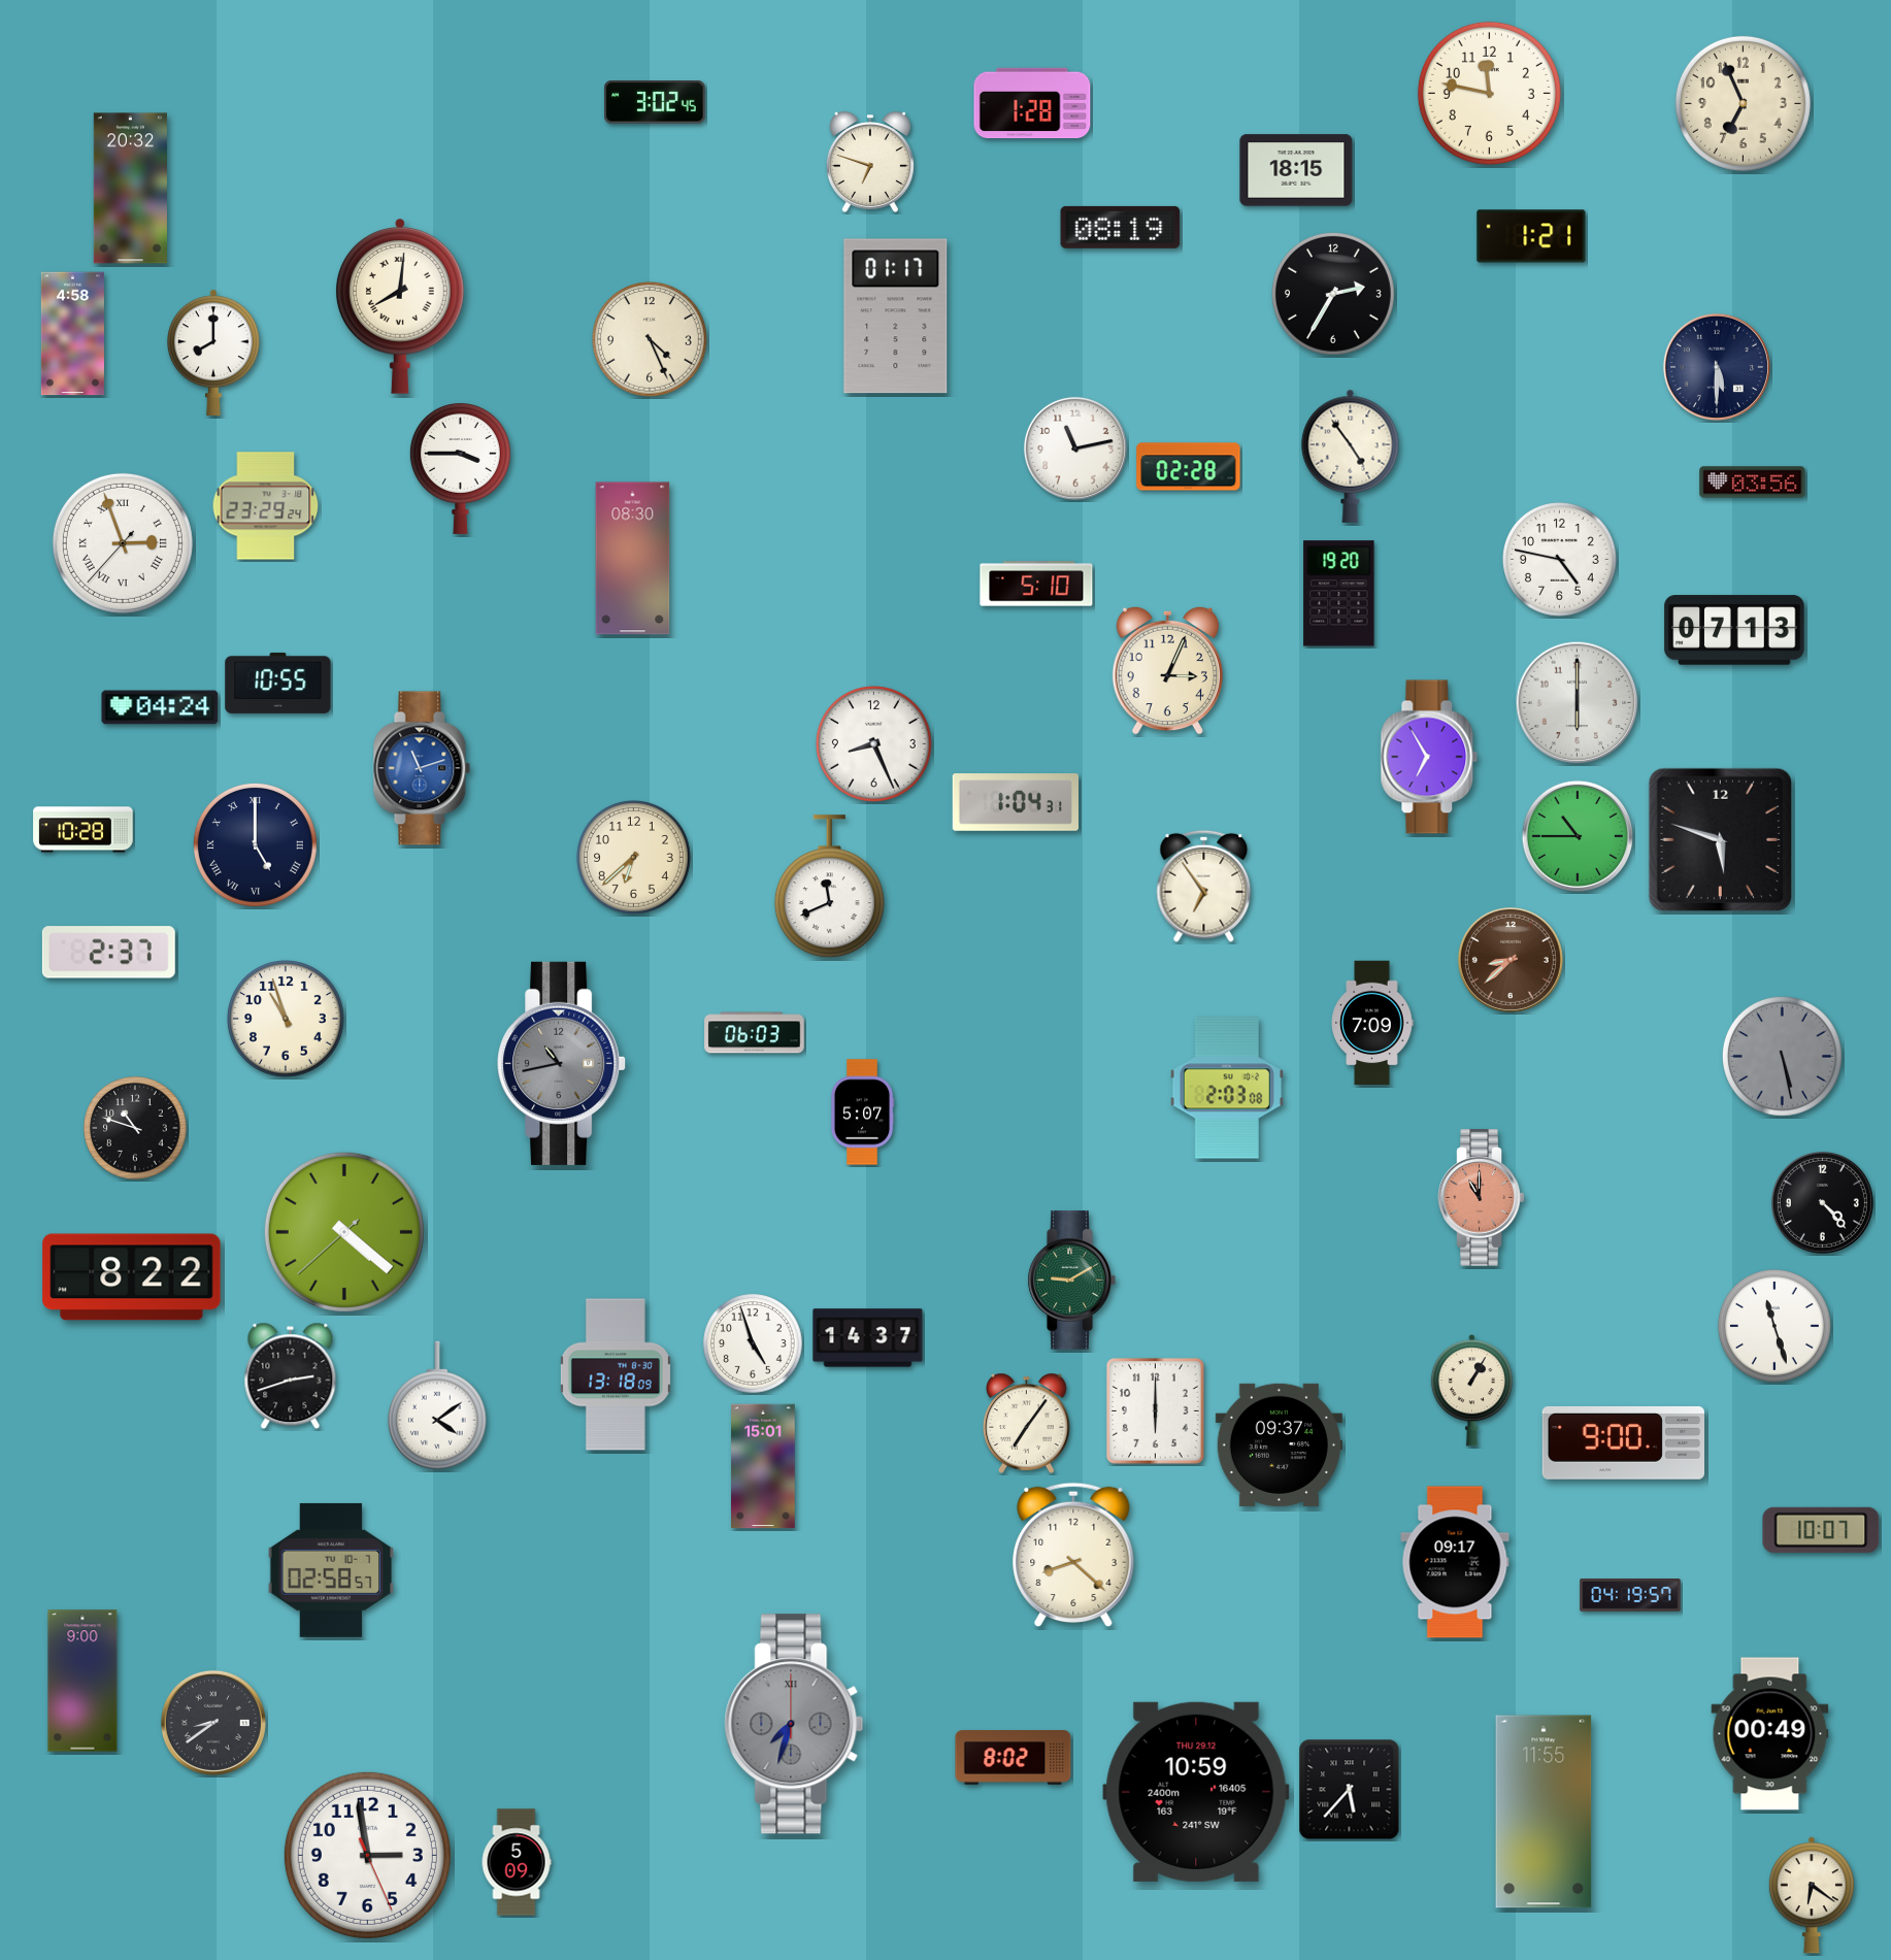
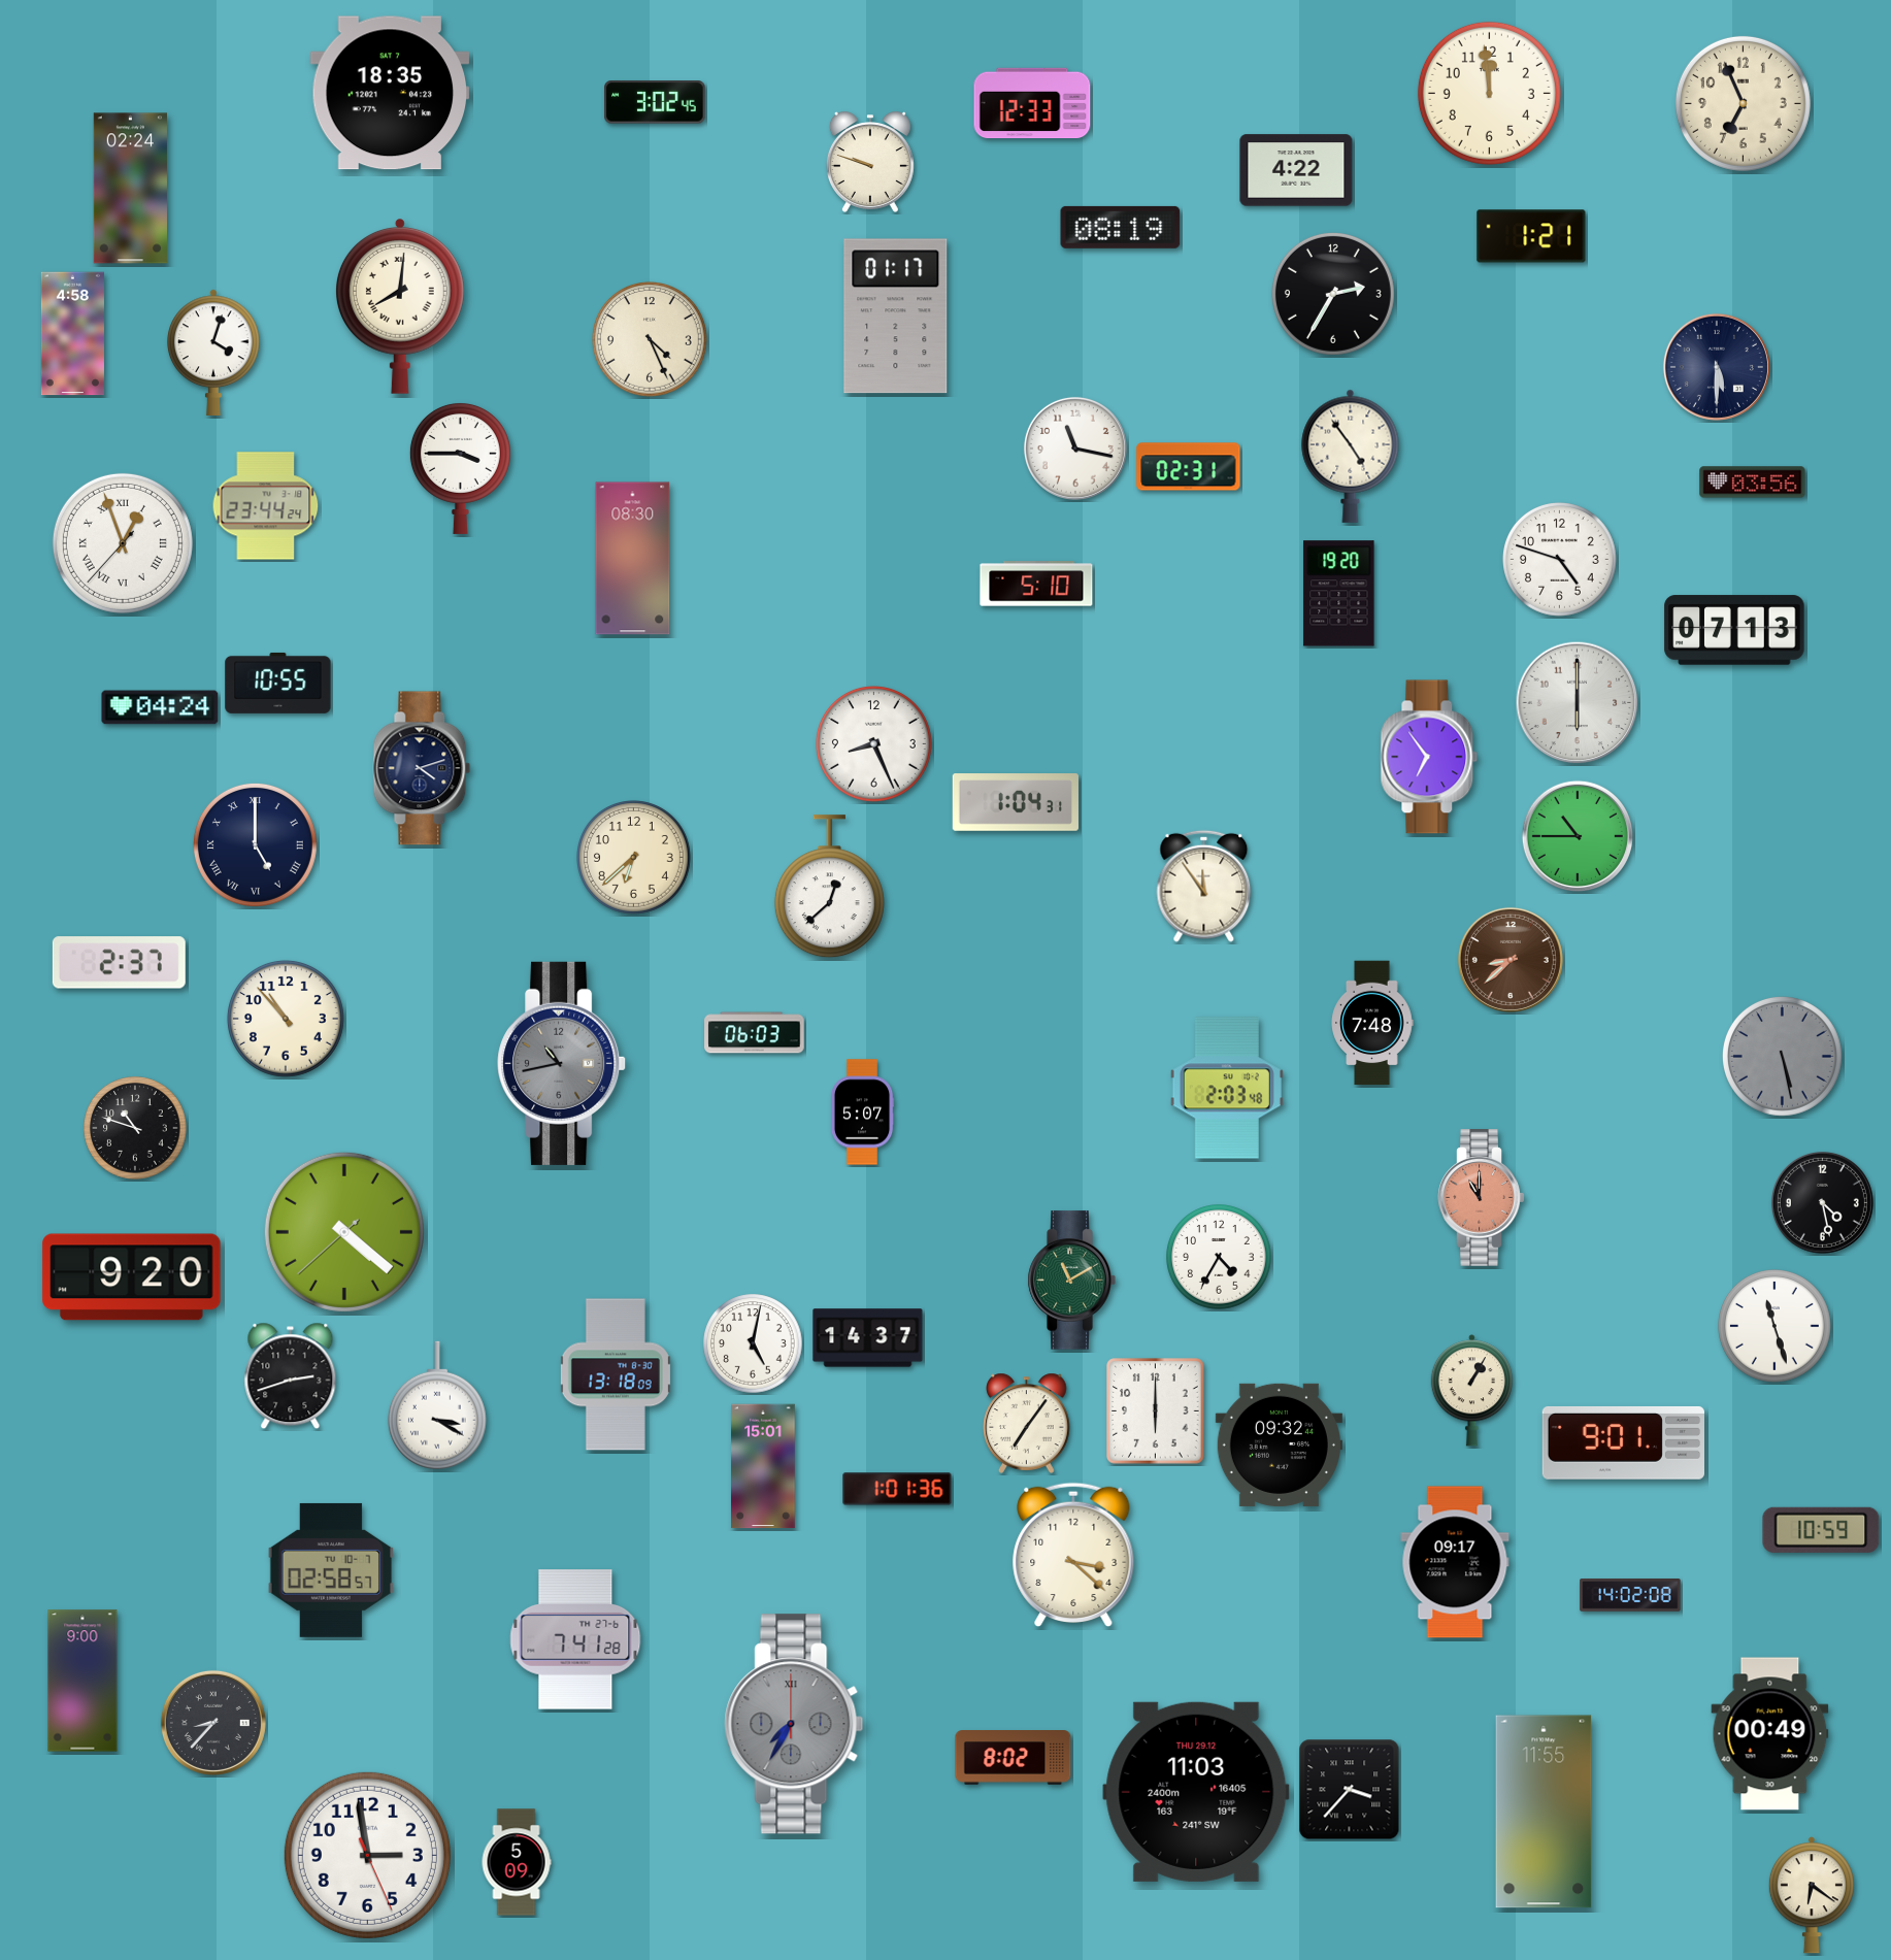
clock at (390, 93): none -> 18:35
clock at (1489, 93): 11:47 -> 11:59
clock at (1032, 103): 1:28 -> 12:33
clock at (870, 162): 6:48 -> 9:48
clock at (1296, 170): 18:15 -> 4:22
clock at (130, 189): 20:32 -> 02:24
clock at (214, 352): 8:00 -> 4:03
clock at (1075, 449): 11:13 -> 11:17
clock at (1189, 467): 02:28 -> 02:31
clock at (266, 506): 23:29 -> 23:44
clock at (123, 543): 2:56 -> 12:56
clock at (1560, 560): 4:47 -> 4:48
clock at (1167, 670): 3:04 -> none
clock at (1429, 757): 6:55 -> 6:54
clock at (422, 768): 11:12 -> 4:12
clock at (422, 768) dial: blue -> navy
clock at (84, 830): 10:28 -> none
clock at (1720, 839): 5:48 -> none
clock at (1204, 886): 6:54 -> 11:54
clock at (829, 887): 11:41 -> 12:38
clock at (108, 953) position: (108, 953) -> (119, 963)
clock at (286, 1019): 10:57 -> 10:53
clock at (1372, 1023): 7:09 -> 7:48
clock at (1227, 1088): 2:03:08 -> 2:03:48
clock at (1822, 1202): 4:23 -> 4:28
clock at (1219, 1257): none -> 4:35
clock at (132, 1277): 8:22 -> 9:20
clock at (1071, 1281): 9:10 -> 11:10
clock at (753, 1343): 4:57 -> 5:02
clock at (437, 1405): 4:09 -> 3:20
clock at (1623, 1442): 9:00 -> 9:01
clock at (1279, 1444): 09:37 -> 09:32
clock at (897, 1489): none -> 1:01
clock at (1821, 1530): 10:07 -> 10:59
clock at (1073, 1555): 8:22 -> 3:22
clock at (1630, 1596): 04:19 -> 14:02
clock at (575, 1639): none -> 7:41
clock at (213, 1723): 8:39 -> 8:37
clock at (794, 1724): 7:33 -> 7:35
clock at (1350, 1790): 5:37 -> 3:37
clock at (1196, 1792): 10:59 -> 11:03
